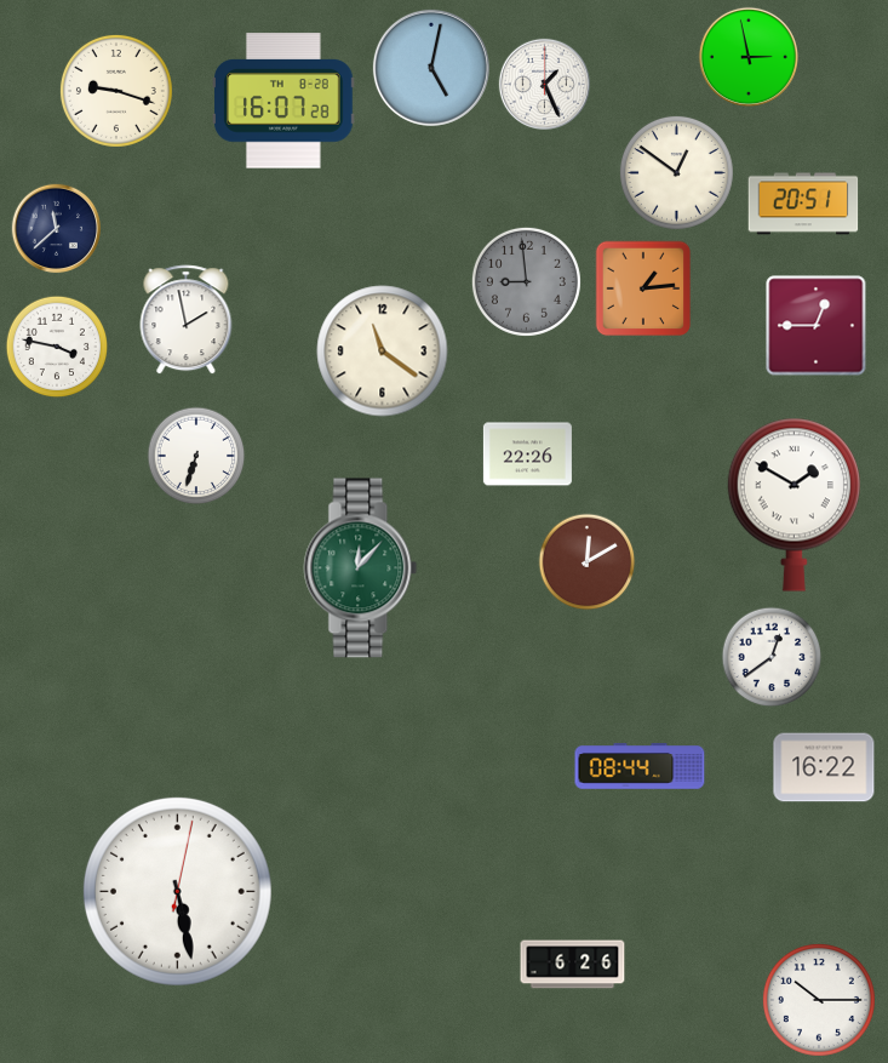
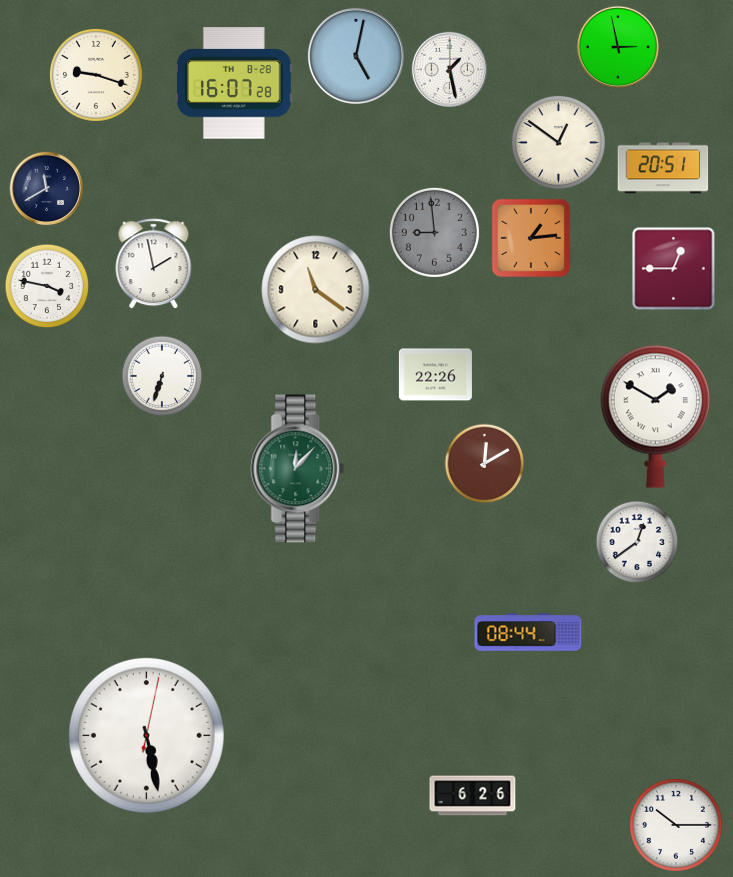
clock at (544, 84): 1:26 -> 1:28
clock at (57, 229): 11:38 -> 11:40
clock at (824, 767): 16:22 -> none
